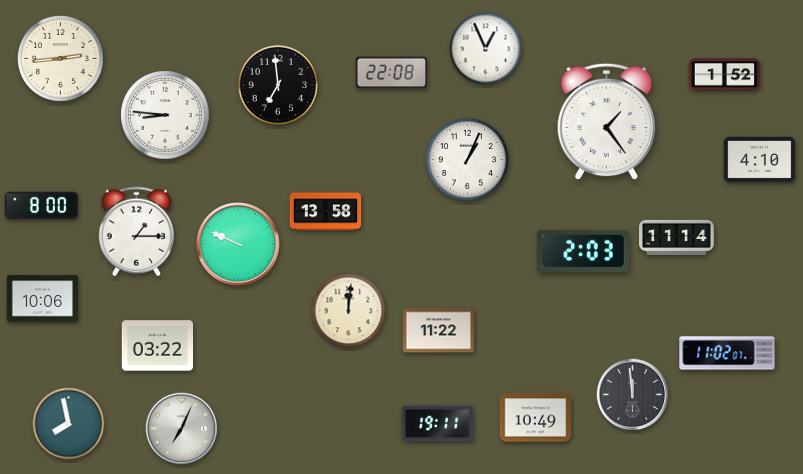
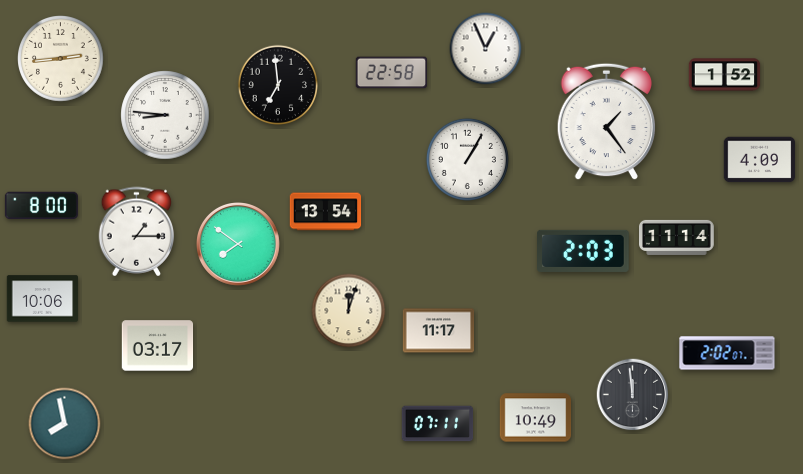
clock at (392, 73): 22:08 -> 22:58
clock at (467, 159): 1:04 -> 1:05
clock at (760, 160): 4:10 -> 4:09
clock at (326, 212): 13:58 -> 13:54
clock at (239, 245): 9:49 -> 7:51
clock at (349, 311): 12:01 -> 12:03
clock at (439, 331): 11:22 -> 11:17
clock at (158, 346): 03:22 -> 03:17
clock at (727, 353): 11:02 -> 2:02
clock at (69, 424) position: (69, 424) -> (65, 424)
clock at (438, 424): 19:11 -> 07:11
clock at (182, 429): 7:04 -> none
